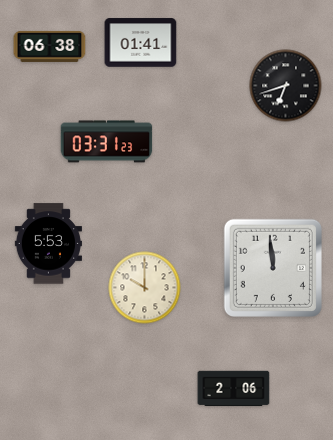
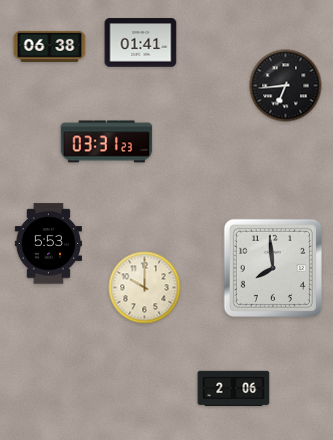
clock at (286, 86): 6:42 -> 6:44
clock at (273, 268): 11:59 -> 7:59
